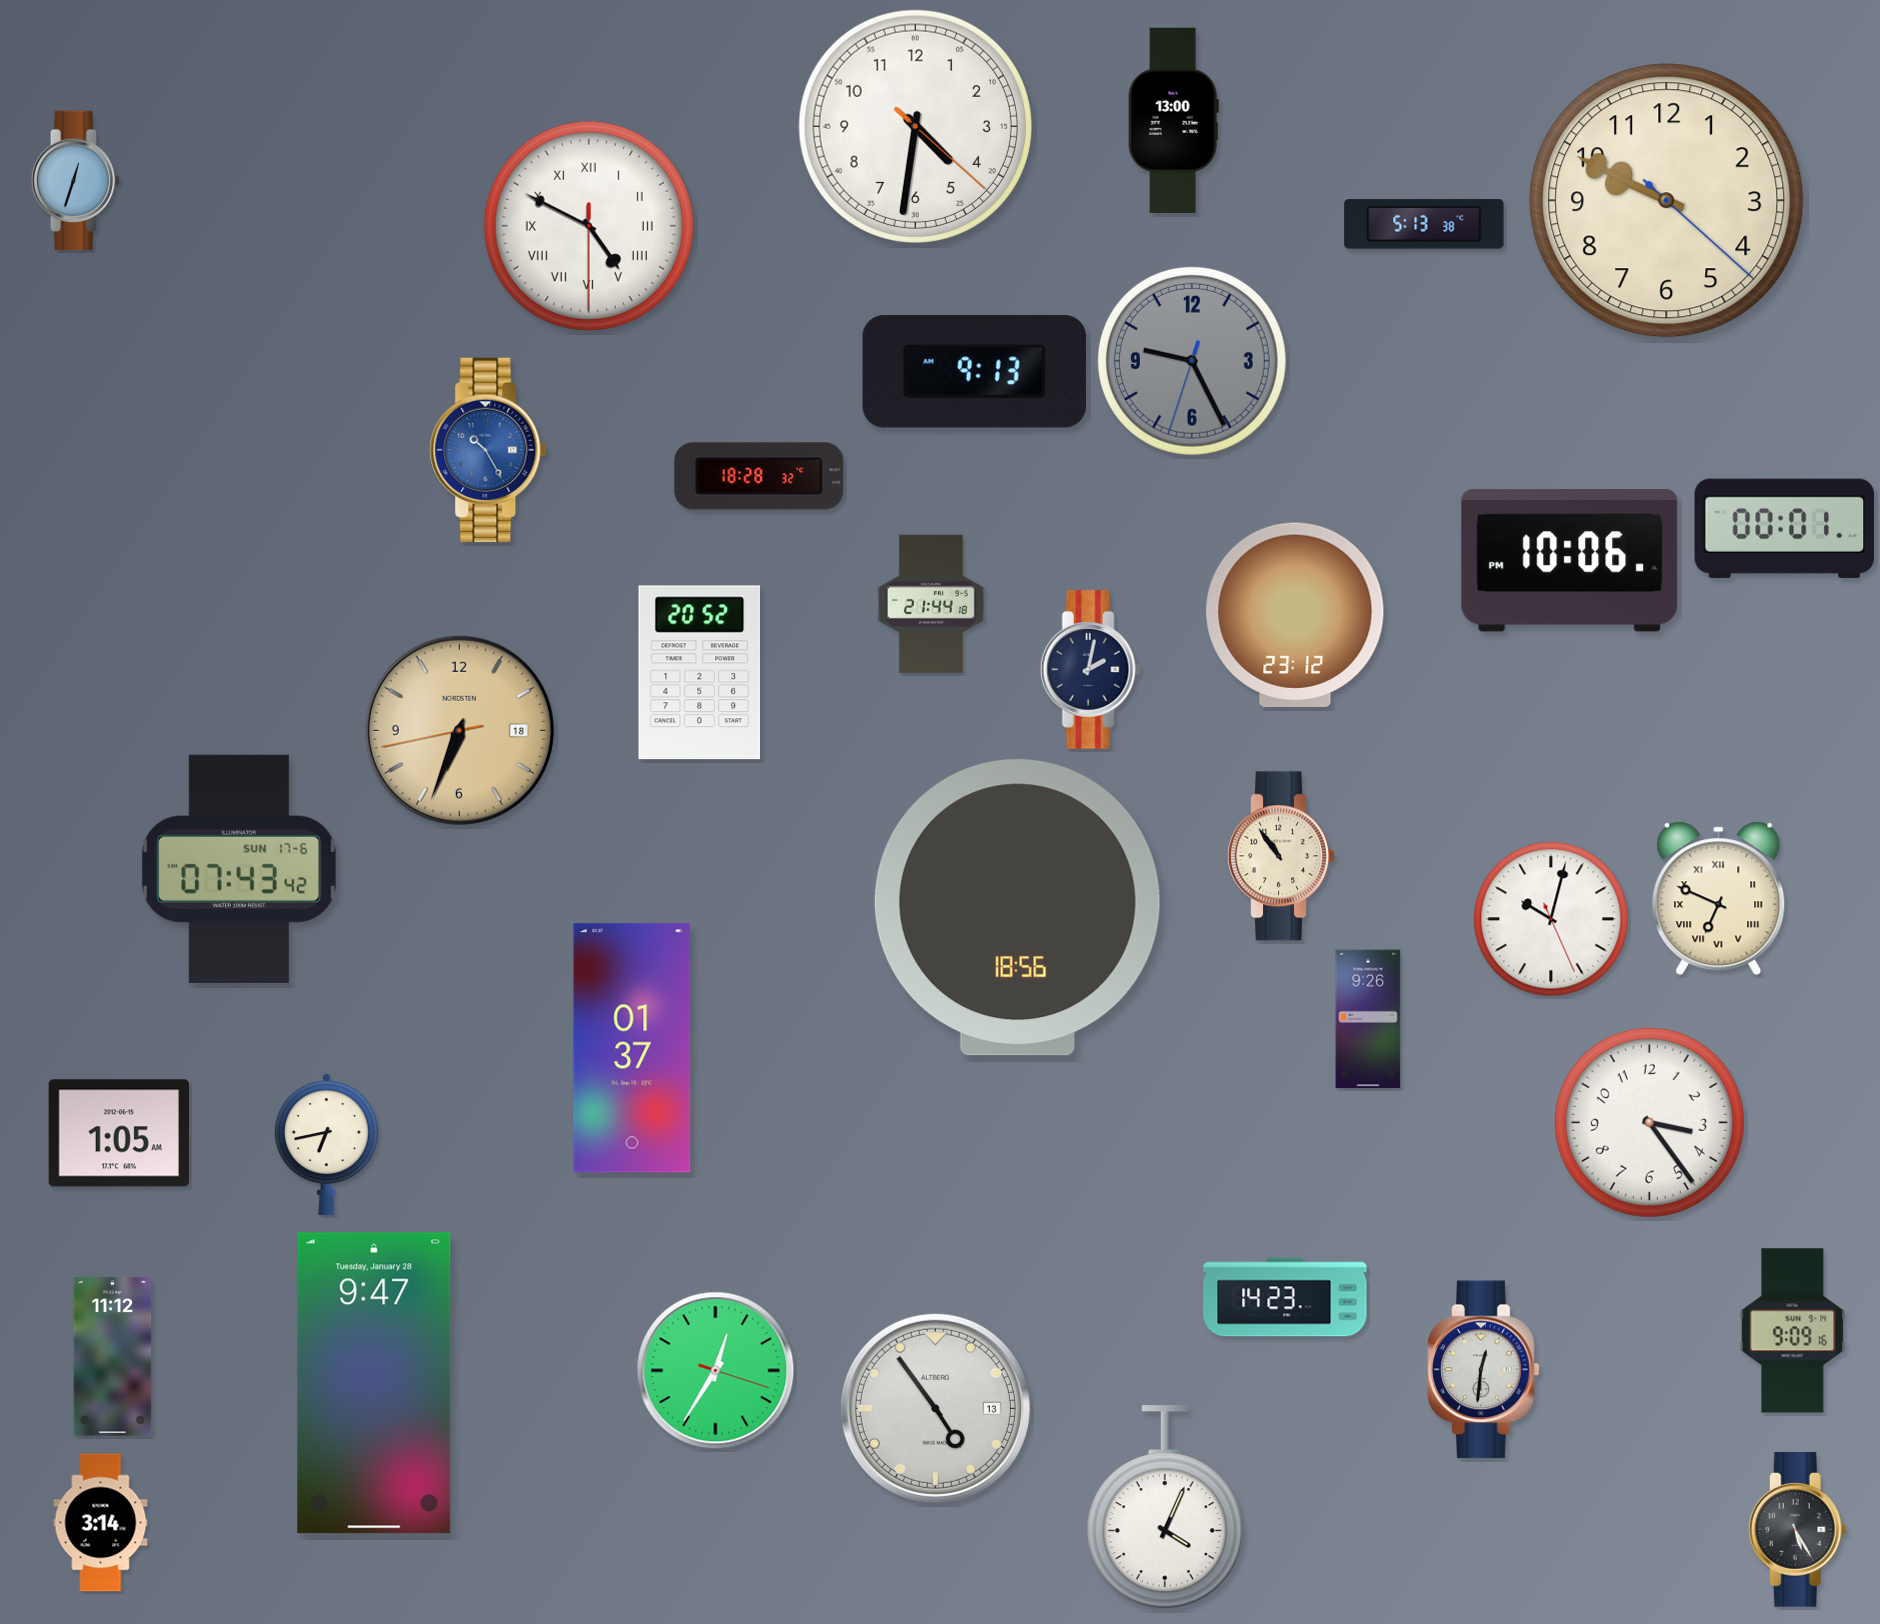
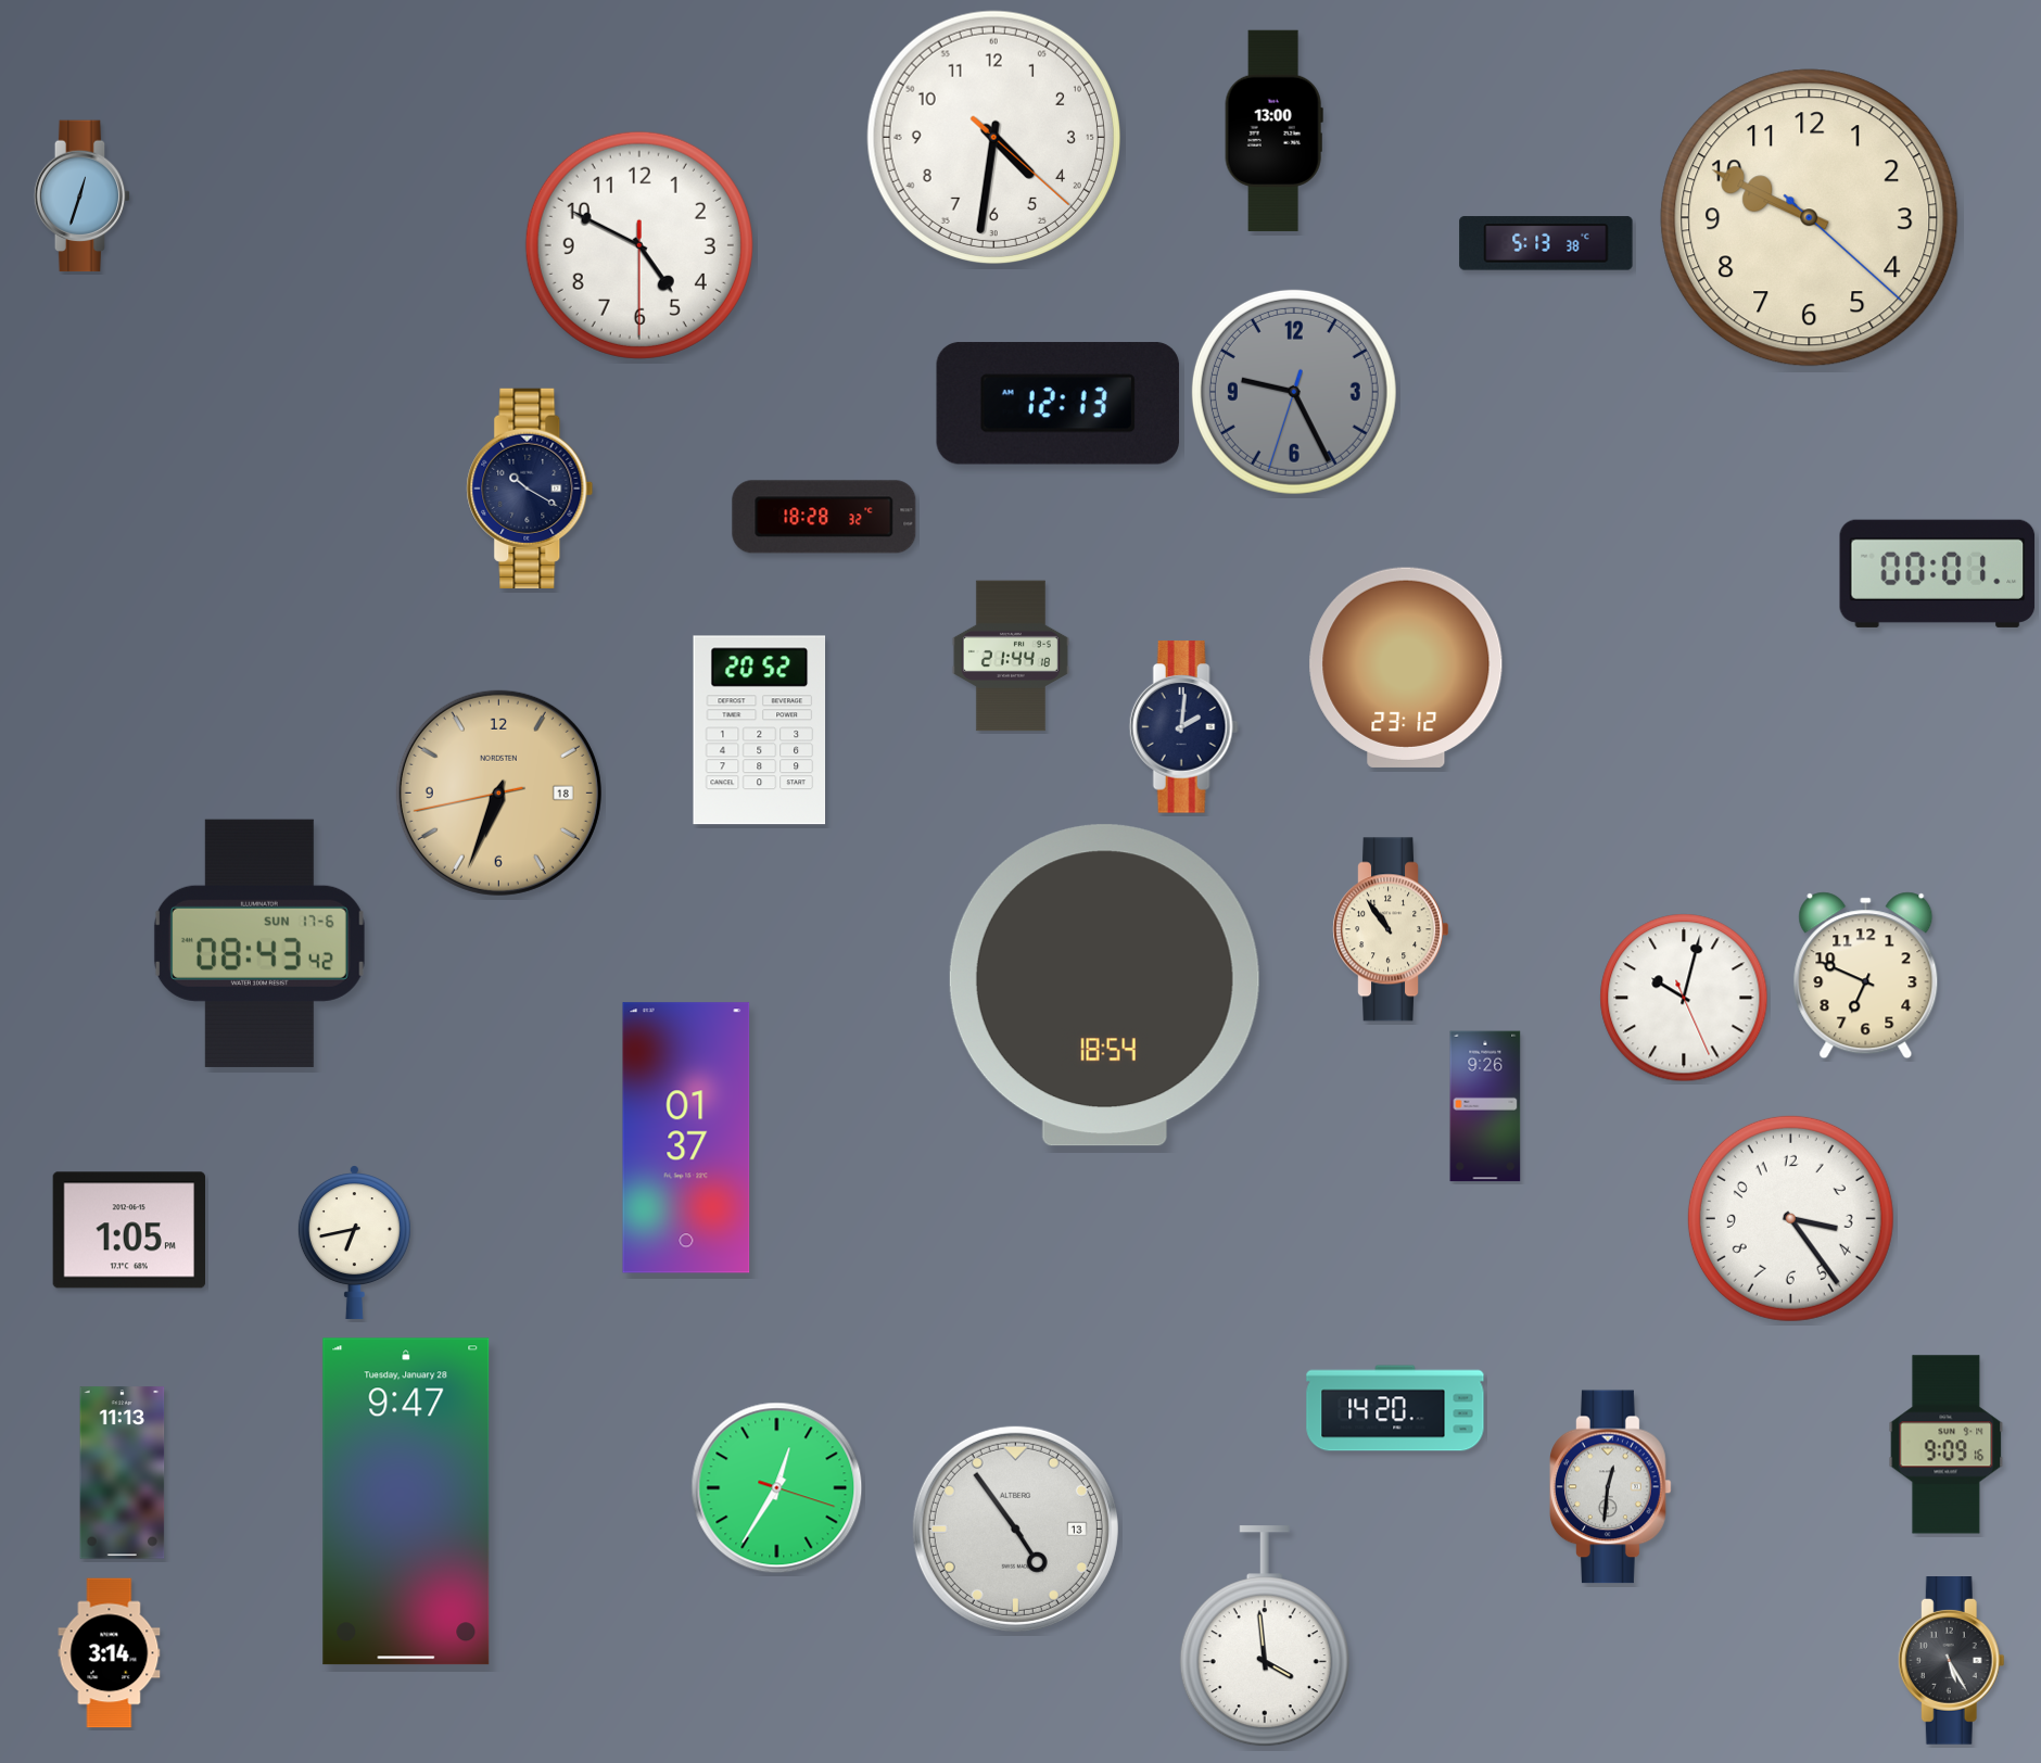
clock at (589, 226) numerals: Roman -> Arabic
clock at (974, 372): 9:13 -> 12:13
clock at (488, 450): 10:25 -> 10:20
clock at (488, 450) dial: blue -> navy
clock at (1570, 561): 10:06 -> none
clock at (1090, 670): 2:02 -> 2:01
clock at (239, 869): 07:43 -> 08:43
clock at (1719, 899) numerals: Roman -> Arabic
clock at (1017, 908): 18:56 -> 18:54
clock at (119, 1133): 1:05 AM -> 1:05 PM
clock at (1285, 1297): 14:23 -> 14:20
clock at (113, 1357): 11:12 -> 11:13
clock at (1165, 1508): 4:04 -> 3:59
